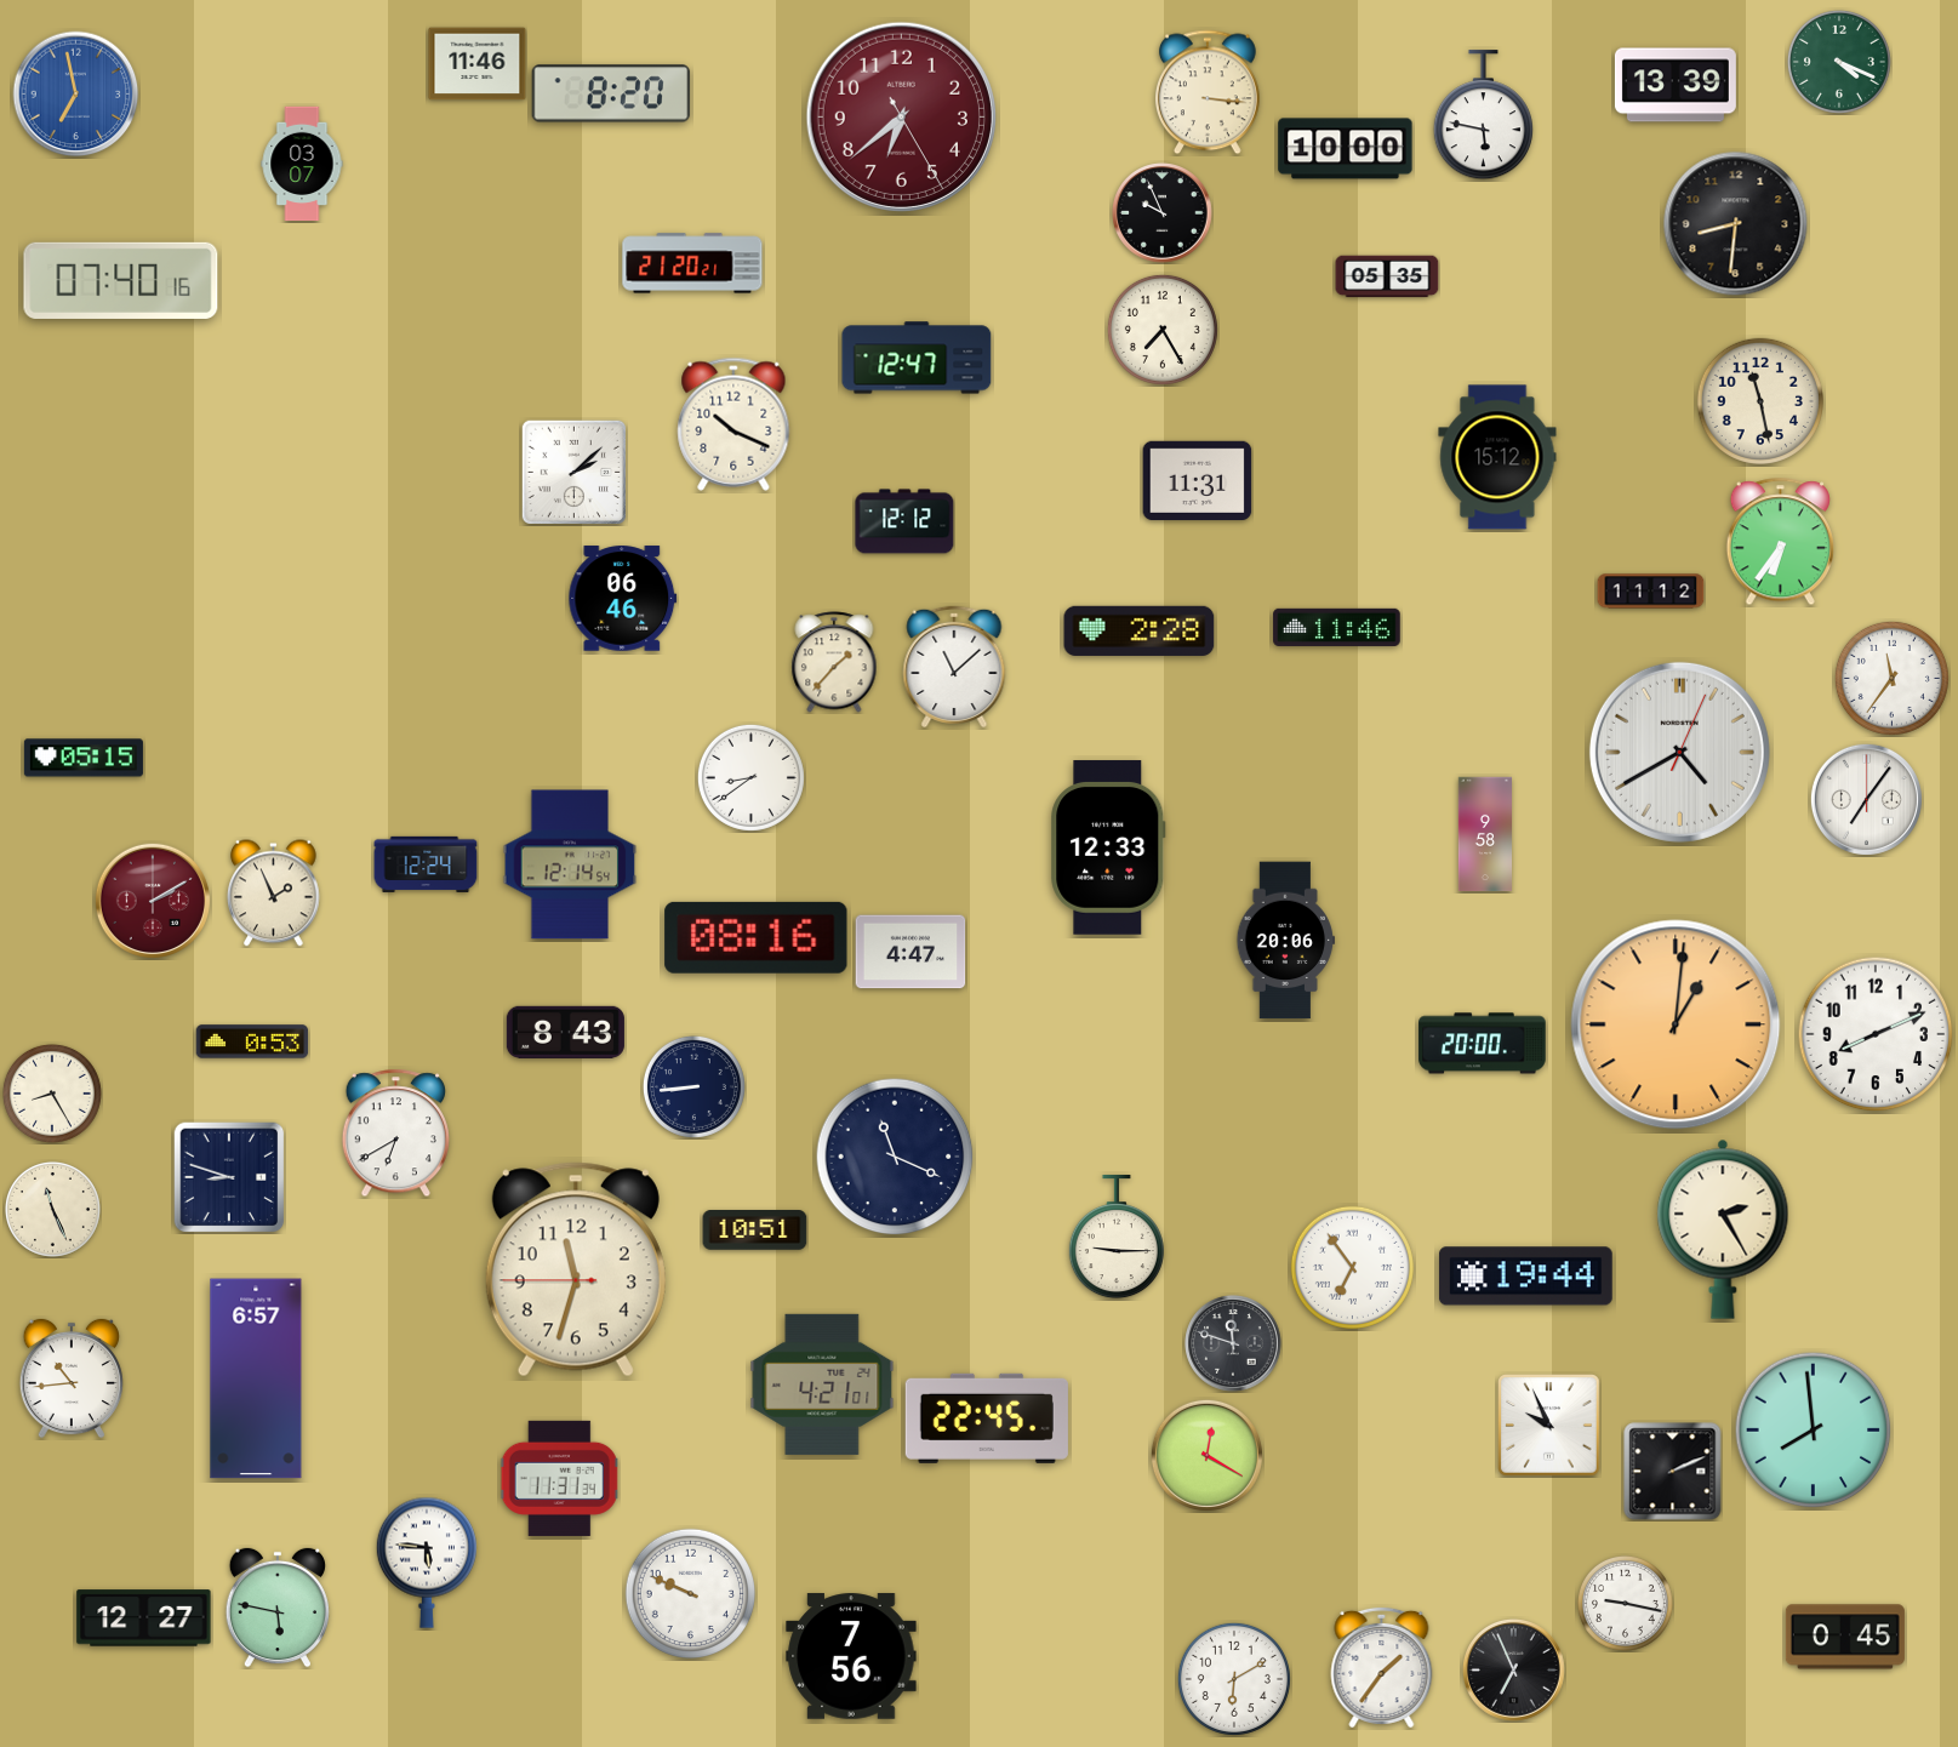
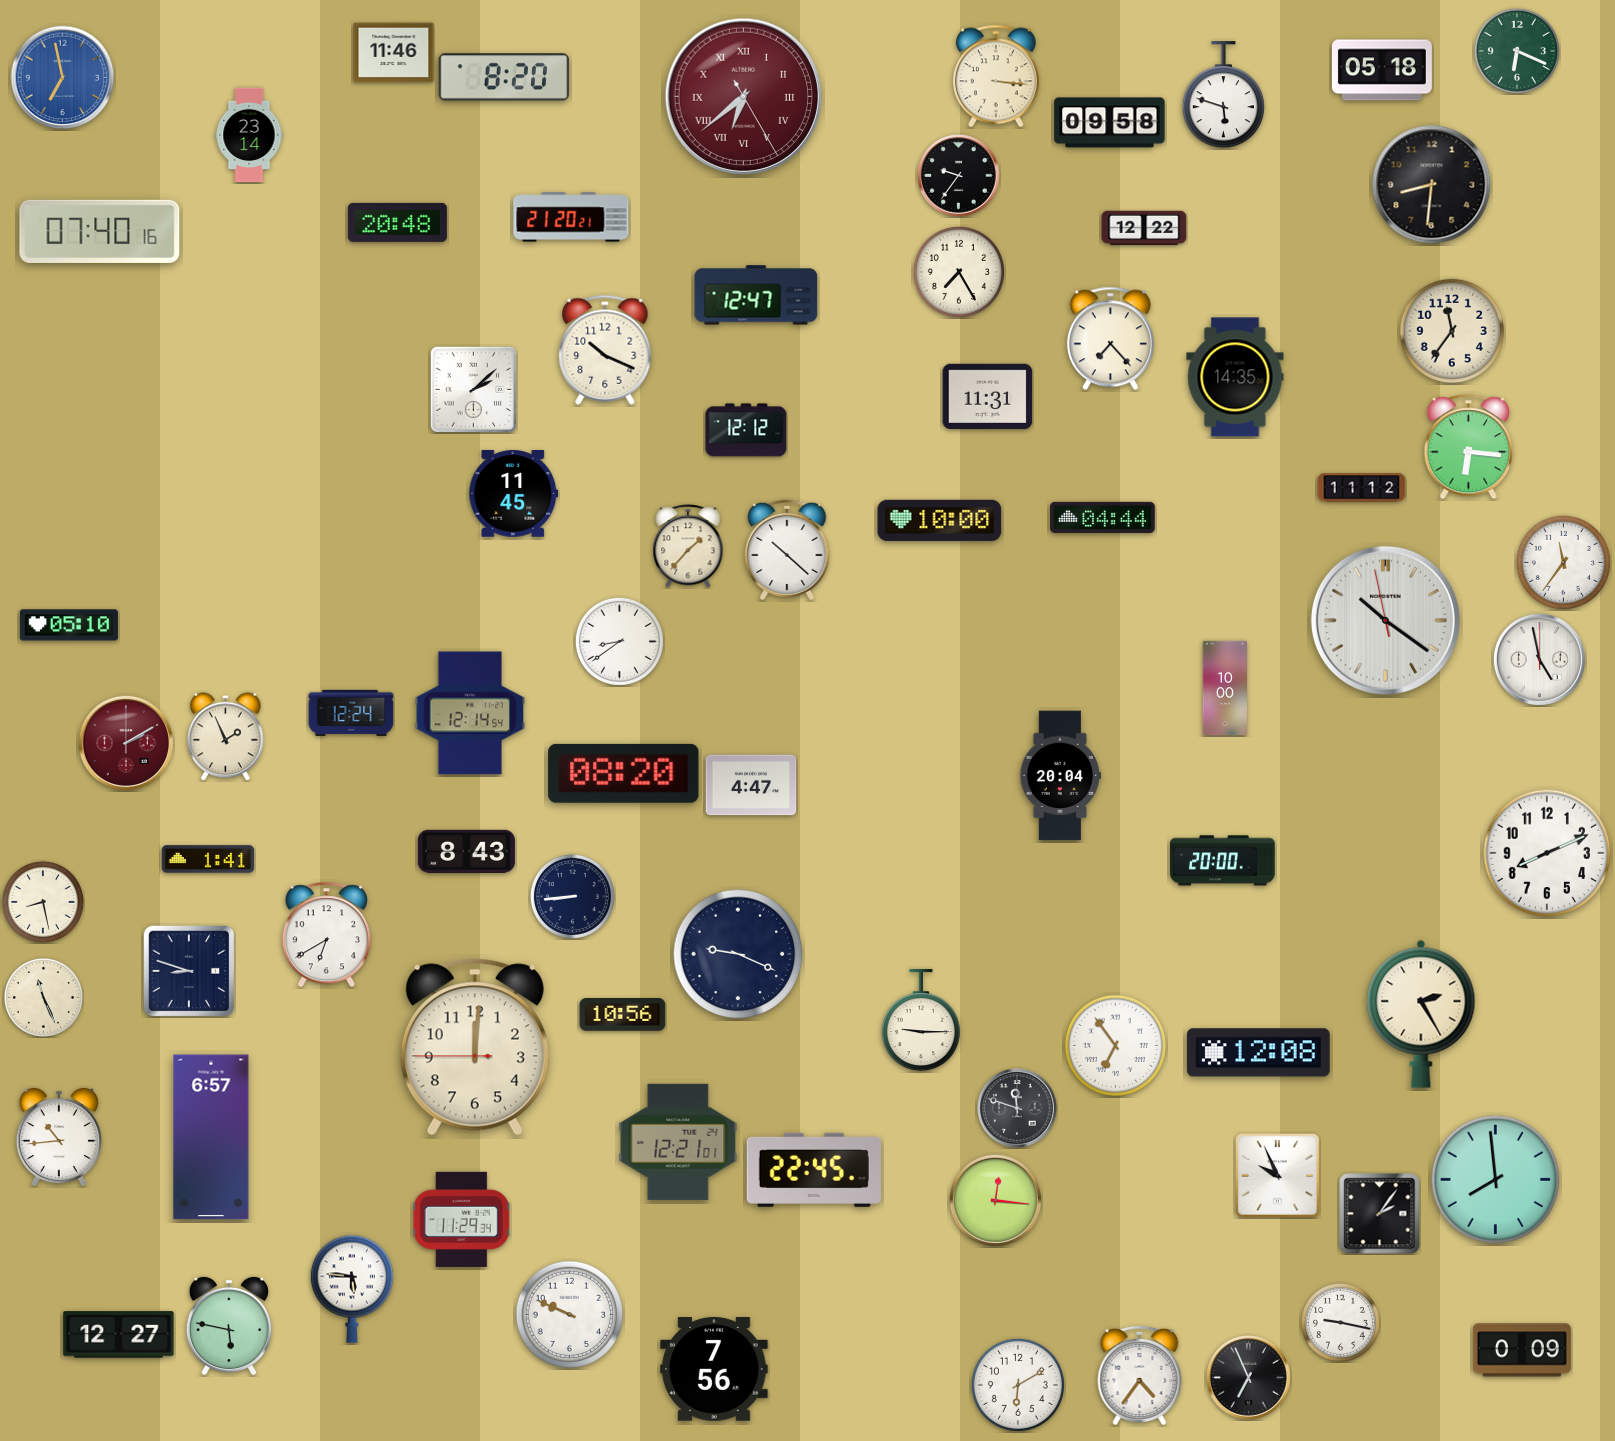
clock at (1839, 62): 4:19 -> 6:19
clock at (1676, 85): 13:39 -> 05:18
clock at (1483, 115): 5:47 -> 5:48
clock at (901, 116) numerals: Arabic -> Roman
clock at (1346, 149): 10:00 -> 09:58
clock at (302, 164): 03:07 -> 23:14
clock at (1163, 213): 9:56 -> 9:36
clock at (397, 222): none -> 20:48
clock at (1387, 276): 05:35 -> 12:22
clock at (1760, 401): 11:28 -> 11:36
clock at (1110, 339): none -> 7:23
clock at (1497, 457): 15:12 -> 14:35
clock at (1780, 542): 6:36 -> 6:16
clock at (623, 599): 06:46 -> 11:45
clock at (1337, 627): 11:46 -> 04:44
clock at (1140, 630): 2:28 -> 10:00
clock at (954, 666): 11:08 -> 10:22
clock at (1891, 678) position: (1891, 678) -> (1563, 562)
clock at (1679, 752): 4:40 -> 10:20
clock at (84, 758): 05:15 -> 05:10
clock at (1866, 799): 7:06 -> 4:58
clock at (1484, 834): 9:58 -> 10:00
clock at (1108, 847): 12:33 -> none
clock at (757, 937): 08:16 -> 08:20
clock at (1285, 941): 20:06 -> 20:04
clock at (1676, 1024): 1:01 -> none
clock at (252, 1041): 0:53 -> 1:41
clock at (52, 1094): 8:25 -> 8:28
clock at (895, 1157): 11:19 -> 9:19
clock at (755, 1231): 10:51 -> 10:56
clock at (576, 1269): 11:32 -> 12:00
clock at (1525, 1277): 19:44 -> 12:08
clock at (822, 1385): 4:21 -> 12:21
clock at (1206, 1455): 12:20 -> 12:16
clock at (1673, 1472): 2:11 -> 2:06
clock at (560, 1478): 11:31 -> 11:29
clock at (1845, 1637): 0:45 -> 0:09
clock at (851, 1656) position: (851, 1656) -> (714, 1369)
clock at (1382, 1667): 1:36 -> 4:36
